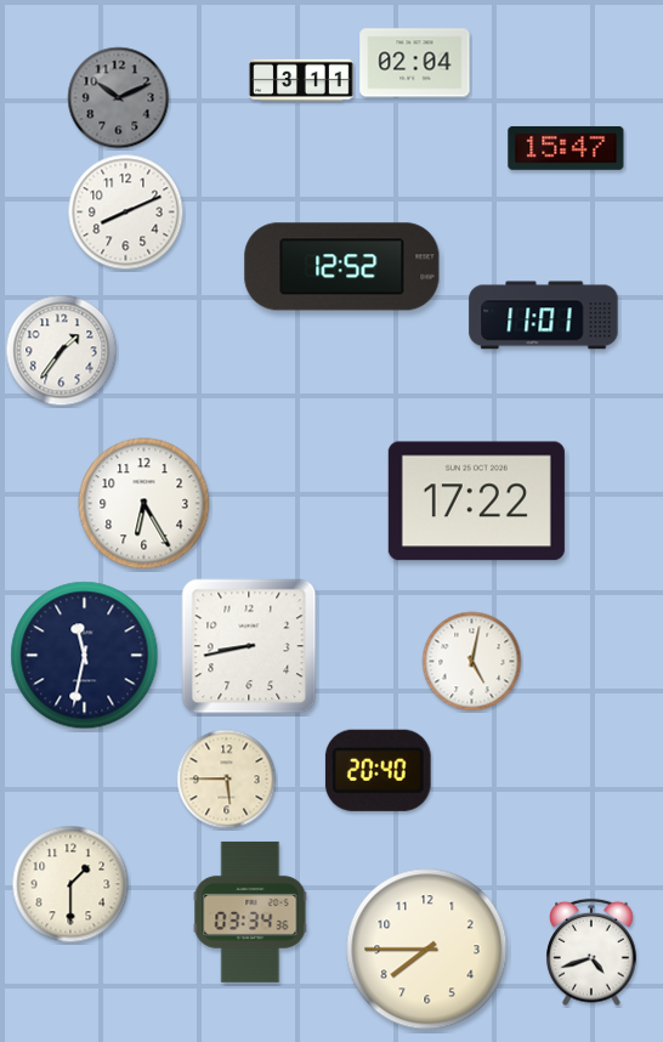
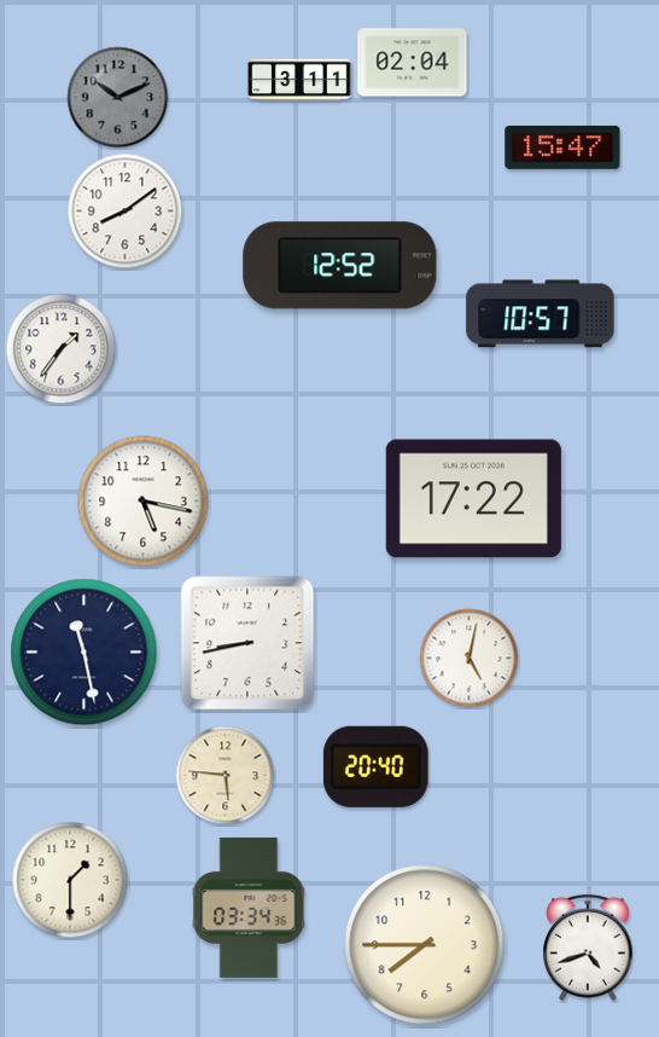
clock at (126, 213): 8:11 -> 8:09
clock at (544, 316): 11:01 -> 10:57
clock at (144, 504): 6:25 -> 5:17
clock at (85, 656): 11:32 -> 11:28
clock at (227, 780): 5:45 -> 5:46
